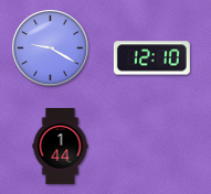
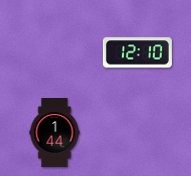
clock at (51, 48): 9:20 -> none
